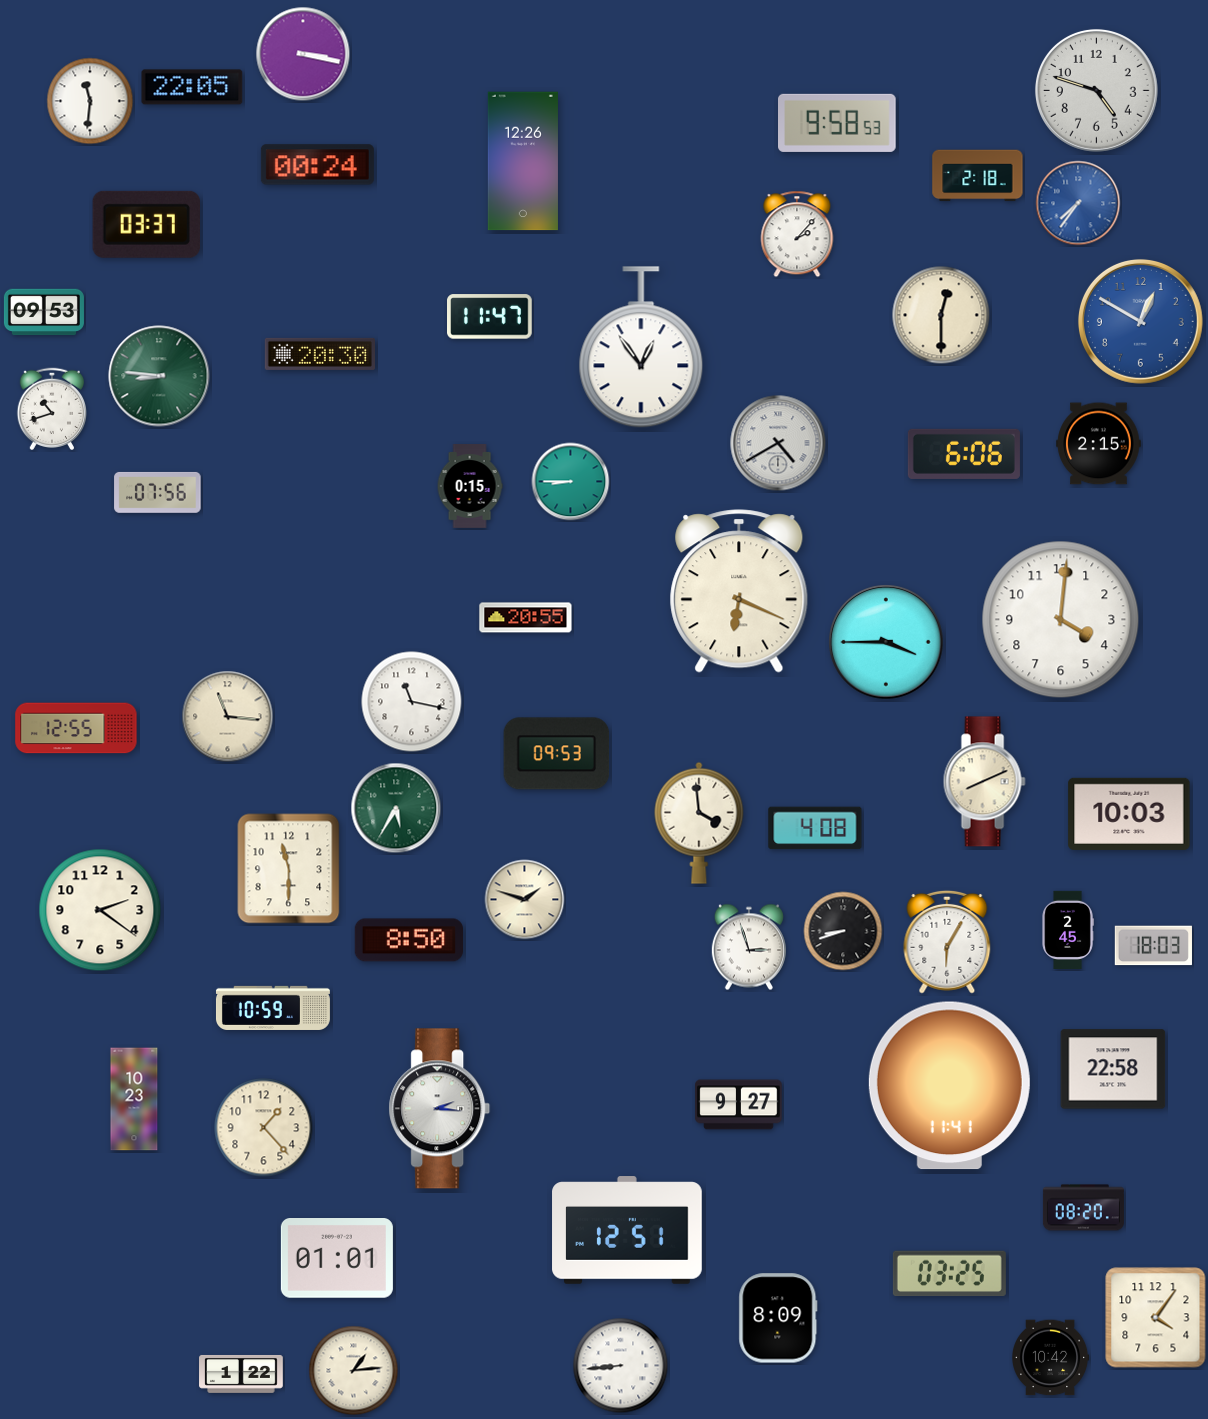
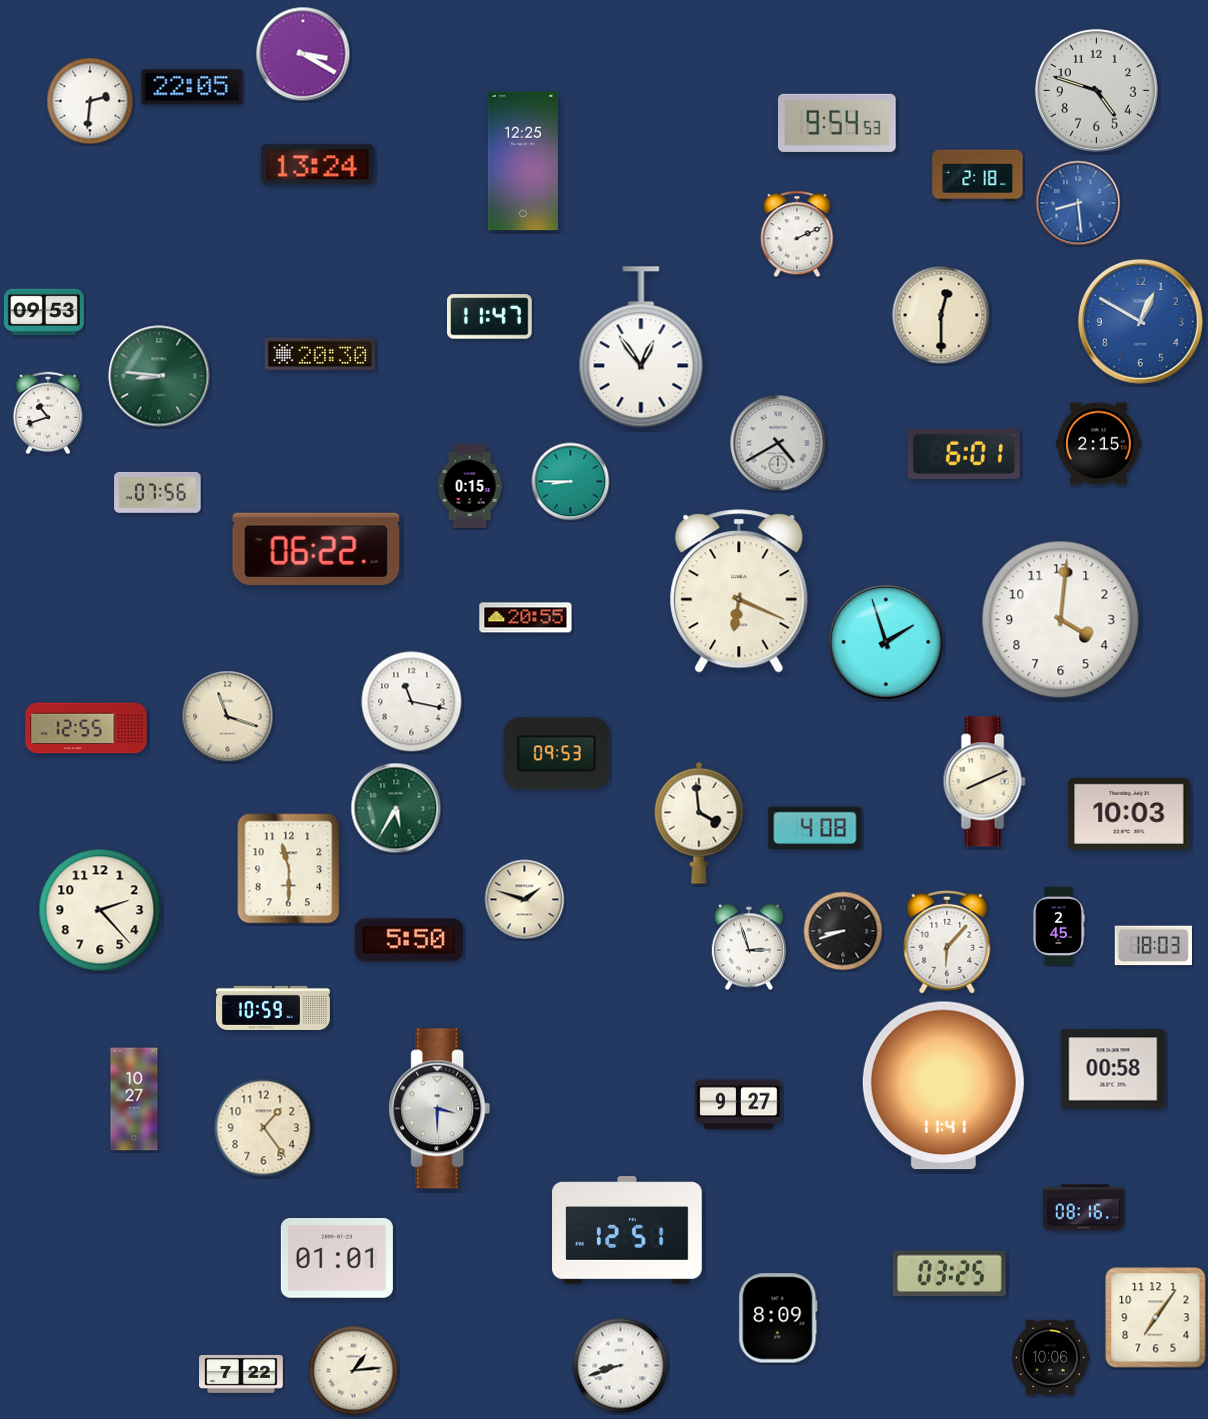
clock at (303, 54): 3:17 -> 3:20
clock at (90, 101): 11:31 -> 2:31
clock at (838, 123): 9:58 -> 9:54
clock at (523, 161): 12:26 -> 12:25
clock at (317, 165): 00:24 -> 13:24
clock at (1078, 203): 7:36 -> 8:29
clock at (146, 224): 03:37 -> none
clock at (797, 234): 2:07 -> 2:11
clock at (51, 408) position: (51, 408) -> (47, 412)
clock at (964, 454): 6:06 -> 6:01
clock at (316, 549): none -> 06:22
clock at (886, 642): 3:45 -> 1:57
clock at (228, 717): 11:16 -> 11:18
clock at (76, 728) position: (76, 728) -> (86, 728)
clock at (100, 910): 2:21 -> 2:23
clock at (1068, 929) position: (1068, 929) -> (1059, 925)
clock at (409, 940): 8:50 -> 5:50
clock at (947, 942): 6:05 -> 6:07
clock at (1113, 1069): 22:58 -> 00:58
clock at (949, 1086) position: (949, 1086) -> (943, 1086)
clock at (134, 1099): 10:23 -> 10:27
clock at (440, 1109): 2:16 -> 3:30
clock at (264, 1128): 1:23 -> 1:24
clock at (1083, 1208): 08:20 -> 08:16
clock at (1156, 1318): 4:06 -> 7:06
clock at (1051, 1358): 10:42 -> 10:06
clock at (621, 1366): 8:44 -> 8:42
clock at (241, 1374): 1:22 -> 7:22
